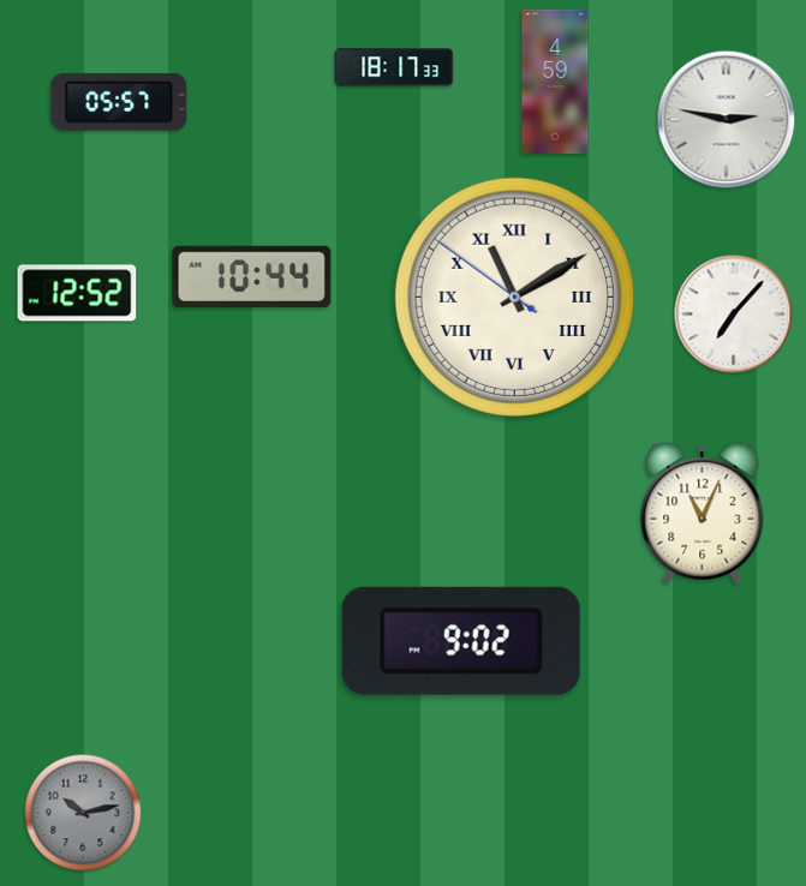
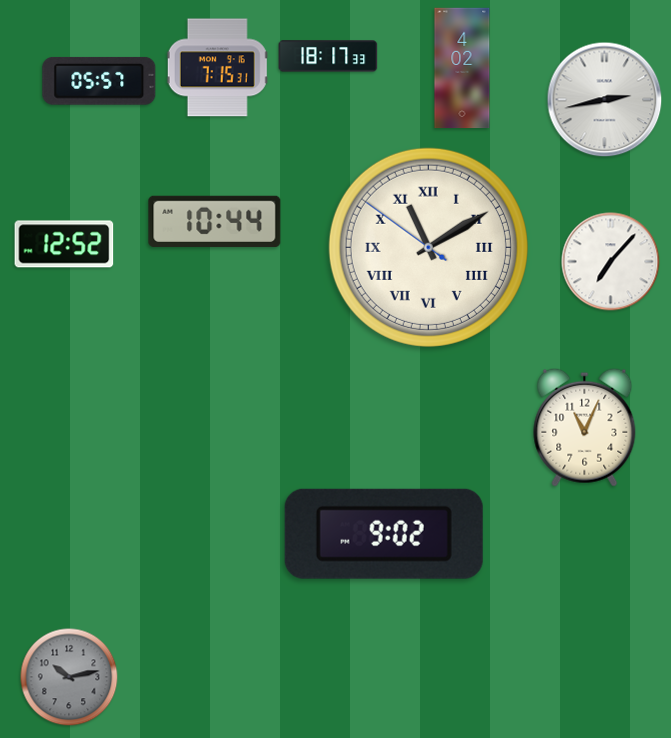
clock at (218, 68): none -> 7:15
clock at (555, 82): 4:59 -> 4:02
clock at (119, 102) position: (119, 102) -> (99, 81)
clock at (727, 120): 2:47 -> 2:43
clock at (252, 276) position: (252, 276) -> (215, 221)
